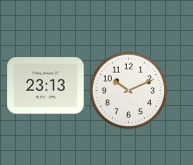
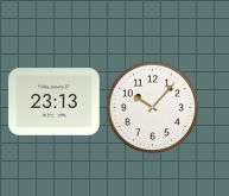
clock at (128, 90): 10:11 -> 10:07
